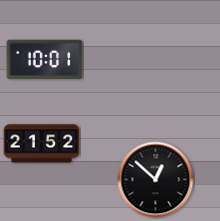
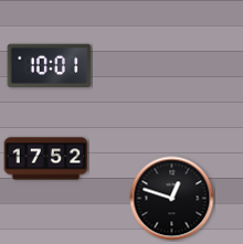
clock at (42, 144): 21:52 -> 17:52
clock at (156, 180): 12:52 -> 12:48
